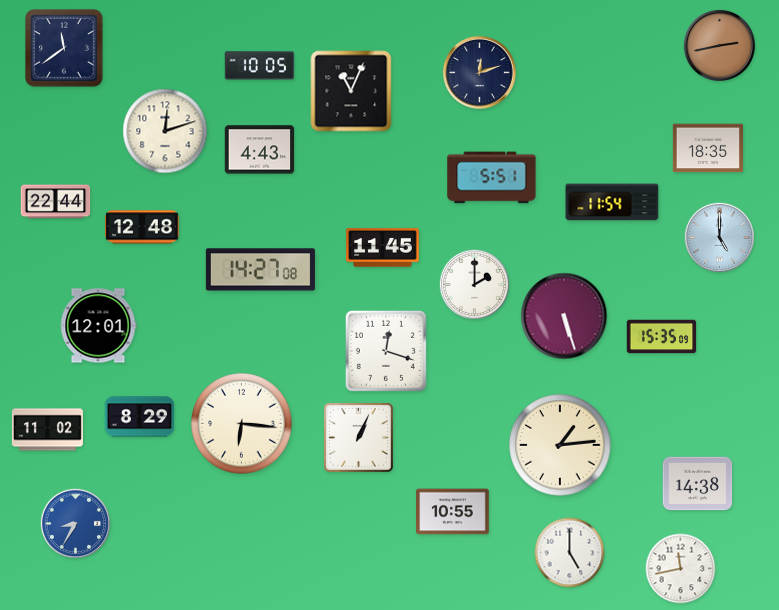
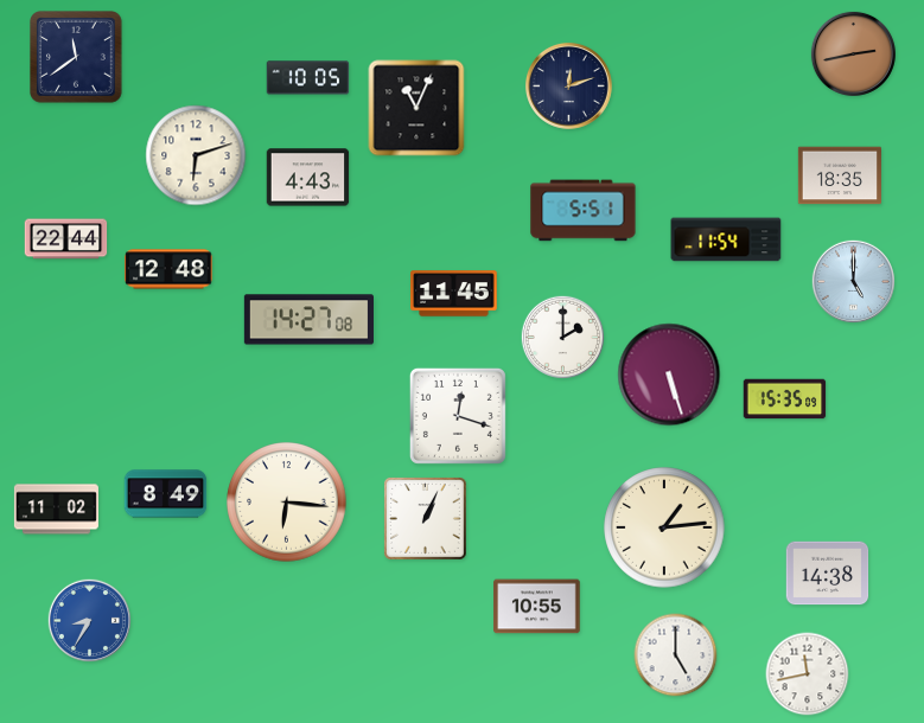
clock at (165, 131): 12:12 -> 6:12
clock at (98, 326): 12:01 -> none
clock at (140, 417): 8:29 -> 8:49
